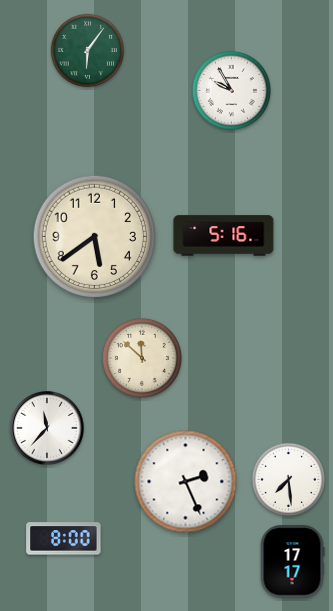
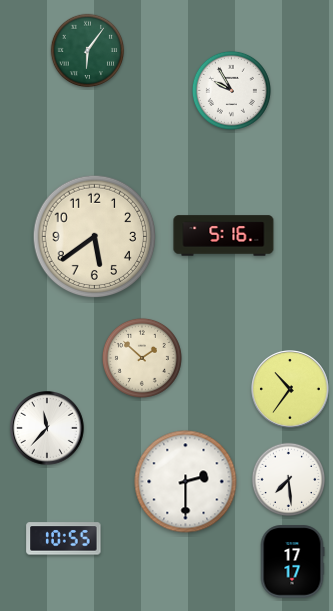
clock at (142, 358): 11:52 -> 1:52
clock at (290, 389): none -> 10:36
clock at (186, 482): 2:26 -> 2:30
clock at (64, 539): 8:00 -> 10:55
